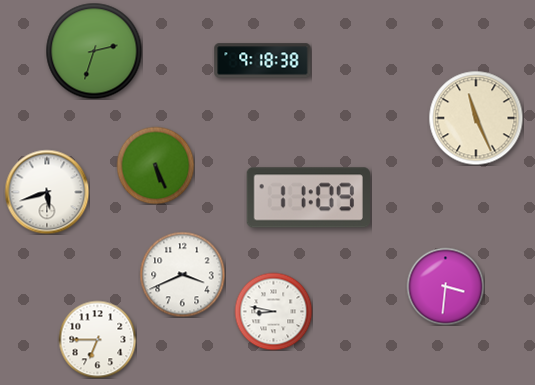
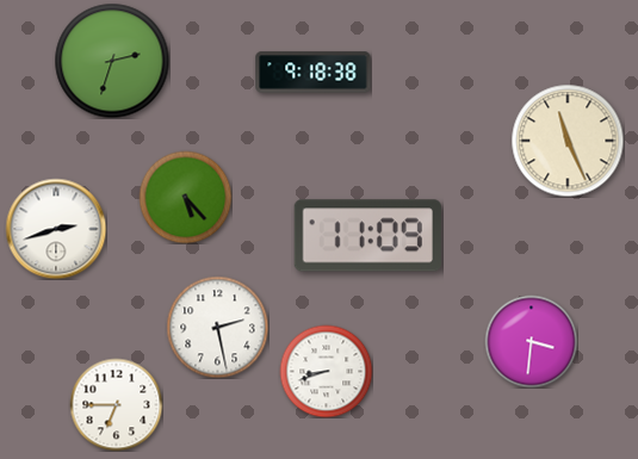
clock at (155, 165): 5:26 -> 5:23
clock at (47, 192): 5:42 -> 2:42
clock at (182, 274): 3:41 -> 2:28
clock at (273, 311): 8:47 -> 8:42
